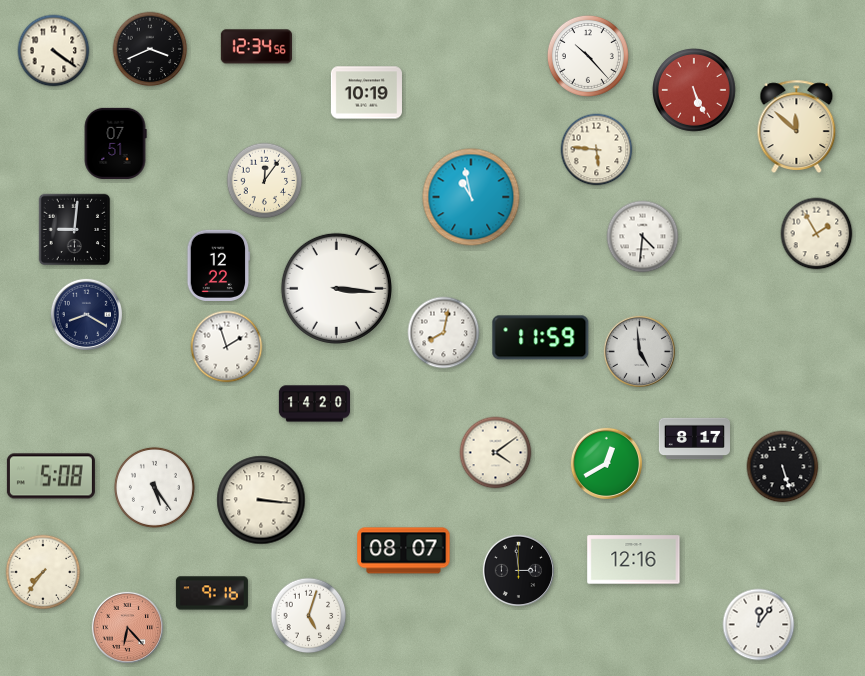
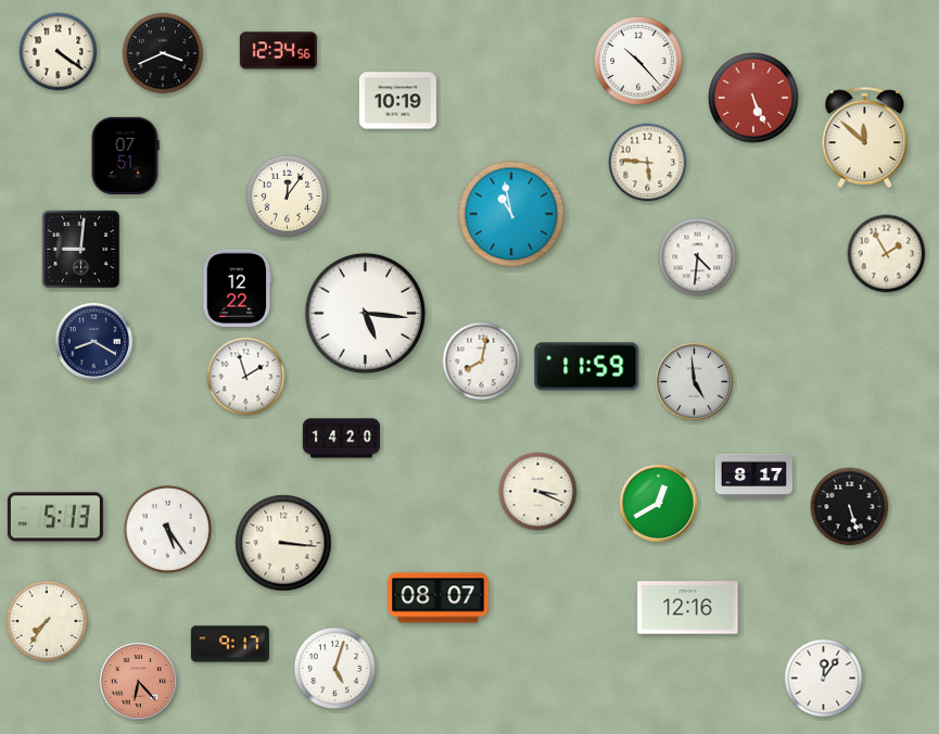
clock at (54, 51) position: (54, 51) -> (59, 52)
clock at (336, 288): 3:16 -> 5:16
clock at (496, 453): 4:09 -> 3:19
clock at (51, 476): 5:08 -> 5:13
clock at (518, 570): 2:59 -> none
clock at (212, 593): 9:16 -> 9:17
